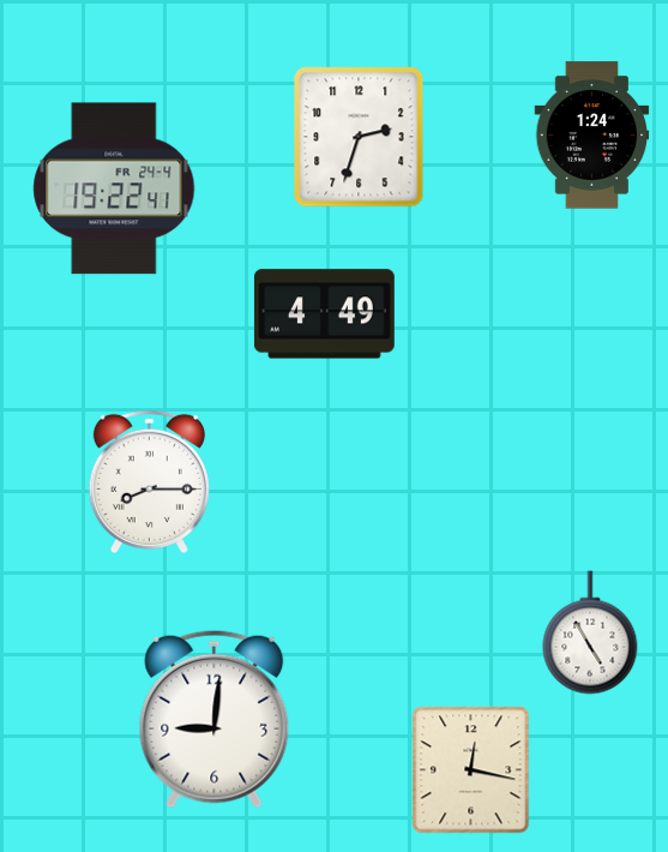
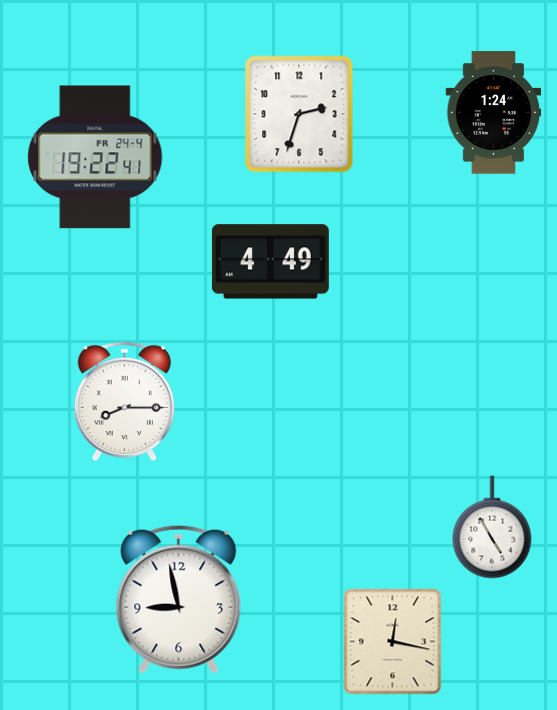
clock at (215, 719): 9:01 -> 8:58
